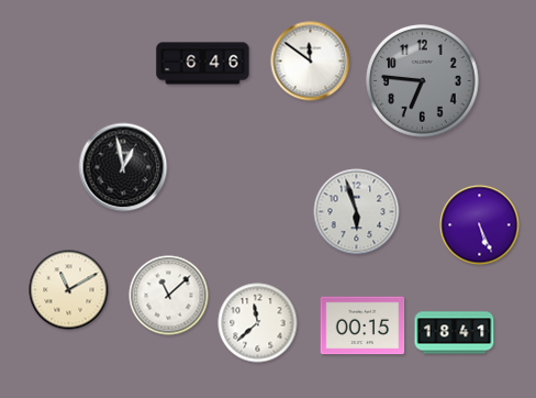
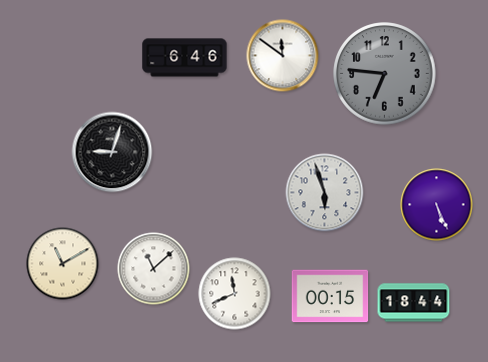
clock at (123, 167): 12:58 -> 9:03
clock at (258, 323): 11:38 -> 11:41
clock at (455, 333): 18:41 -> 18:44
